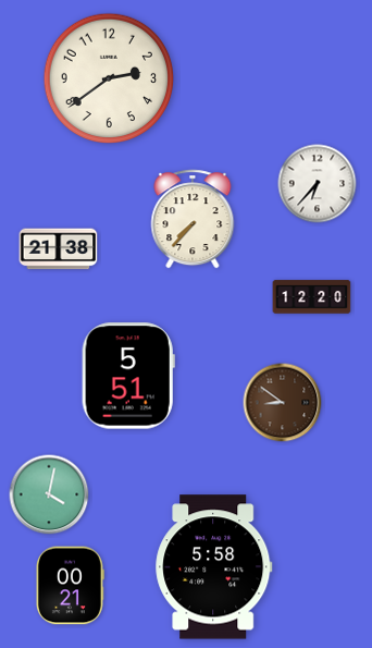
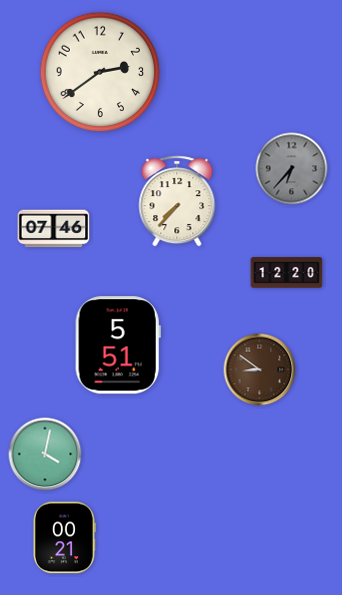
clock at (318, 184) dial: white -> grey
clock at (59, 249): 21:38 -> 07:46
clock at (214, 567): 5:58 -> none
